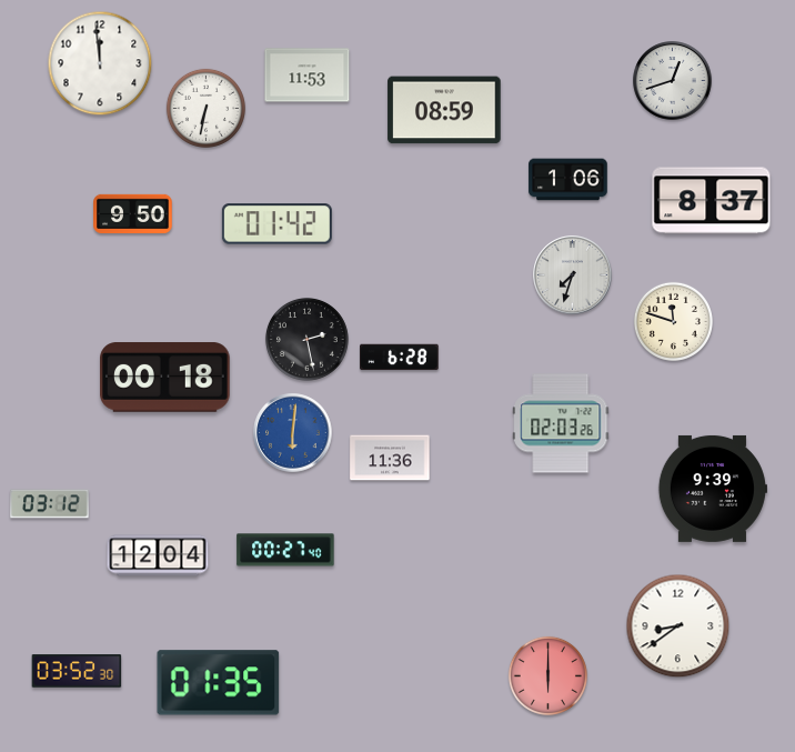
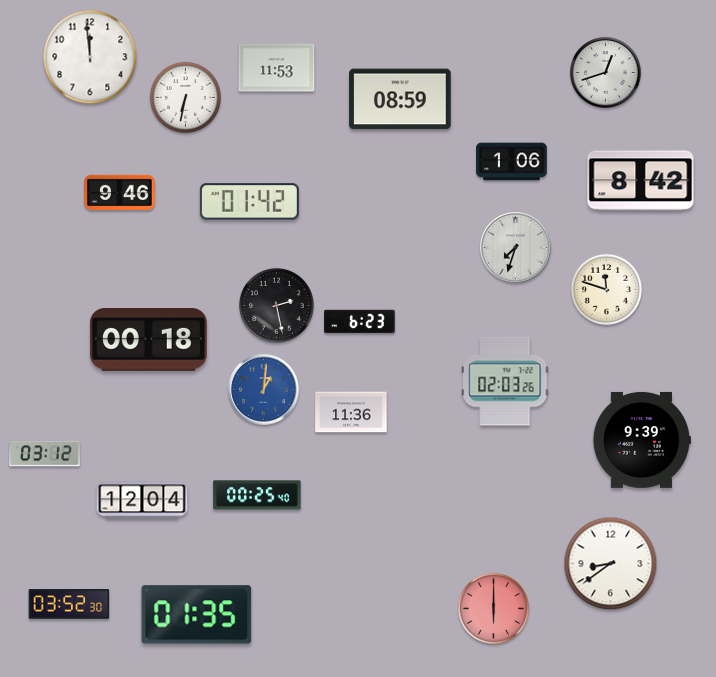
clock at (712, 201): 8:37 -> 8:42
clock at (133, 213): 9:50 -> 9:46
clock at (400, 358): 6:28 -> 6:23
clock at (293, 433): 6:01 -> 1:01
clock at (285, 550): 00:27 -> 00:25
